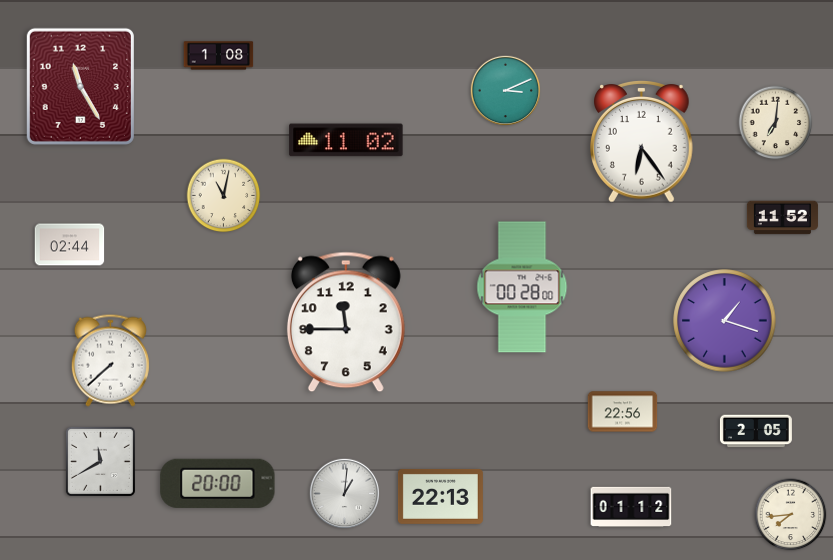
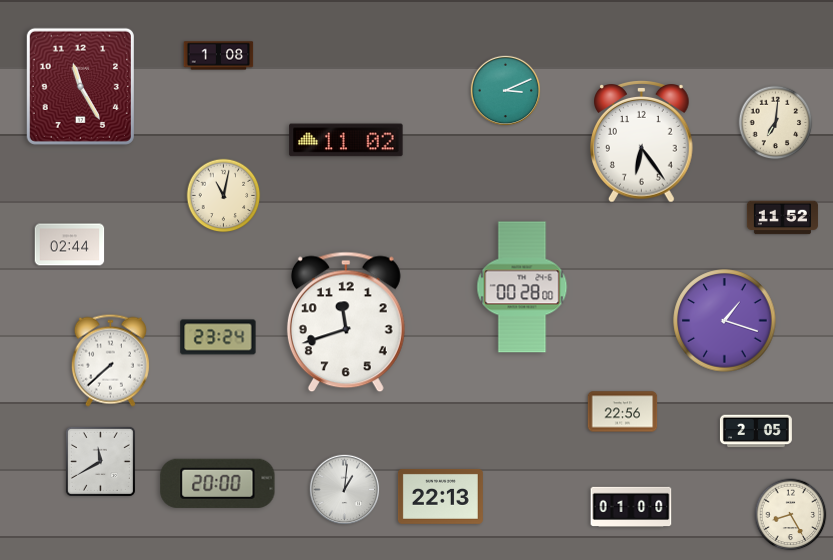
clock at (346, 322): 11:45 -> 11:42
clock at (218, 337): none -> 23:24
clock at (345, 494) position: (345, 494) -> (345, 490)
clock at (631, 506): 01:12 -> 01:00
clock at (791, 515): 7:44 -> 8:25
